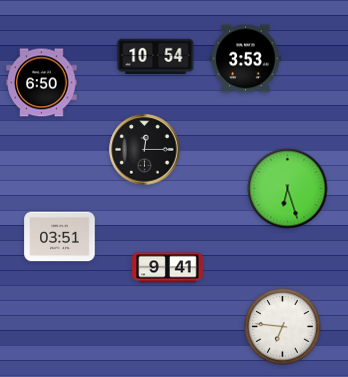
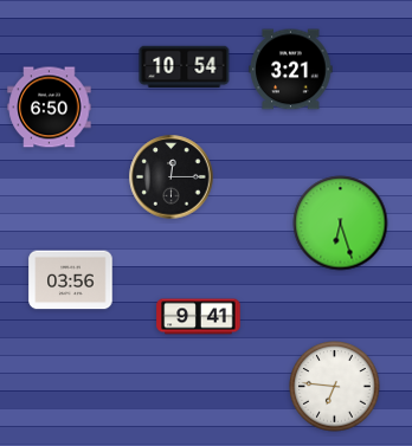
clock at (246, 59): 3:53 -> 3:21
clock at (42, 83) position: (42, 83) -> (50, 108)
clock at (60, 237): 03:51 -> 03:56
